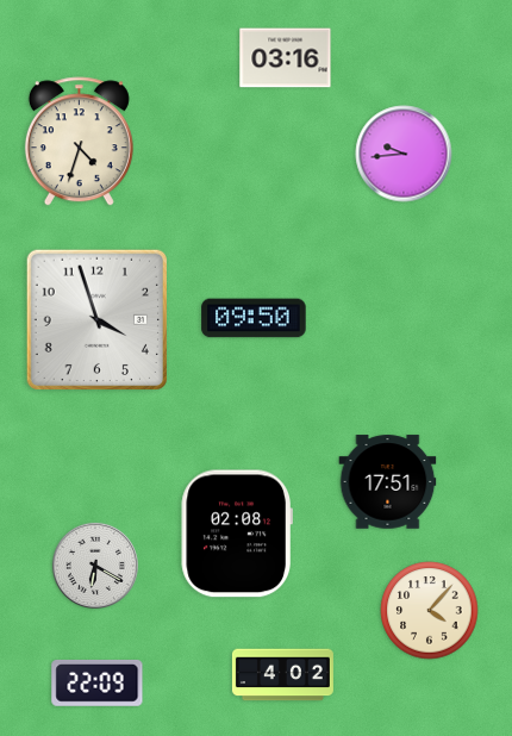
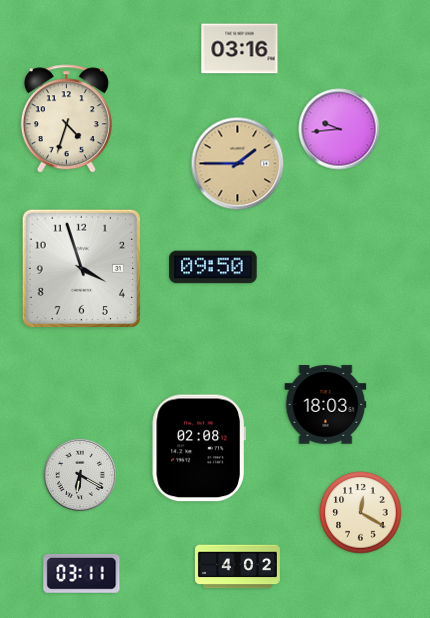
clock at (238, 164): none -> 1:45
clock at (388, 482): 17:51 -> 18:03
clock at (430, 611): 4:07 -> 12:20
clock at (98, 682): 22:09 -> 03:11
